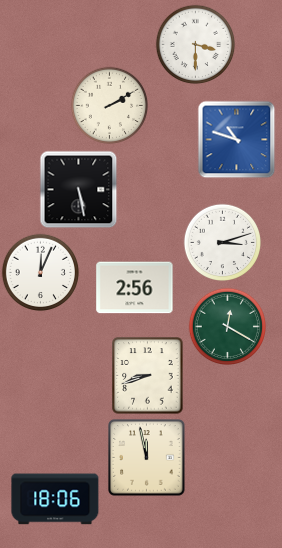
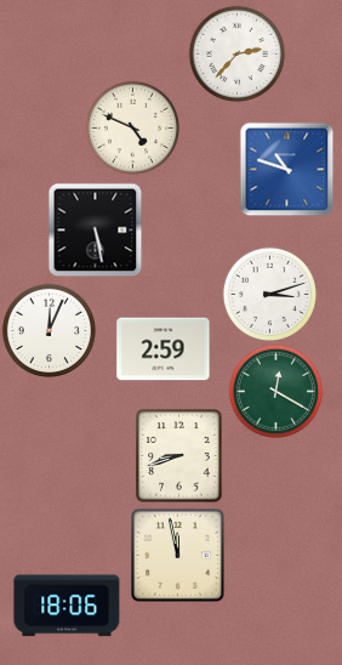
clock at (195, 44): 3:30 -> 2:37
clock at (109, 105): 2:10 -> 4:49
clock at (135, 288): 2:56 -> 2:59
clock at (227, 326) position: (227, 326) -> (275, 391)
